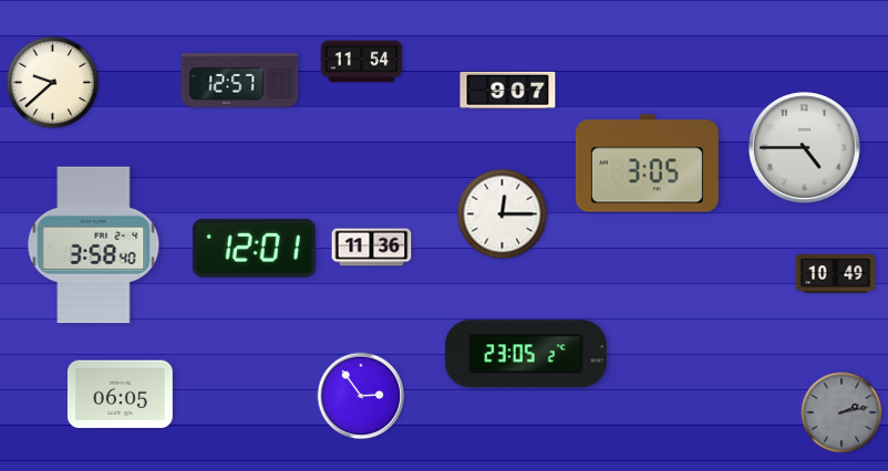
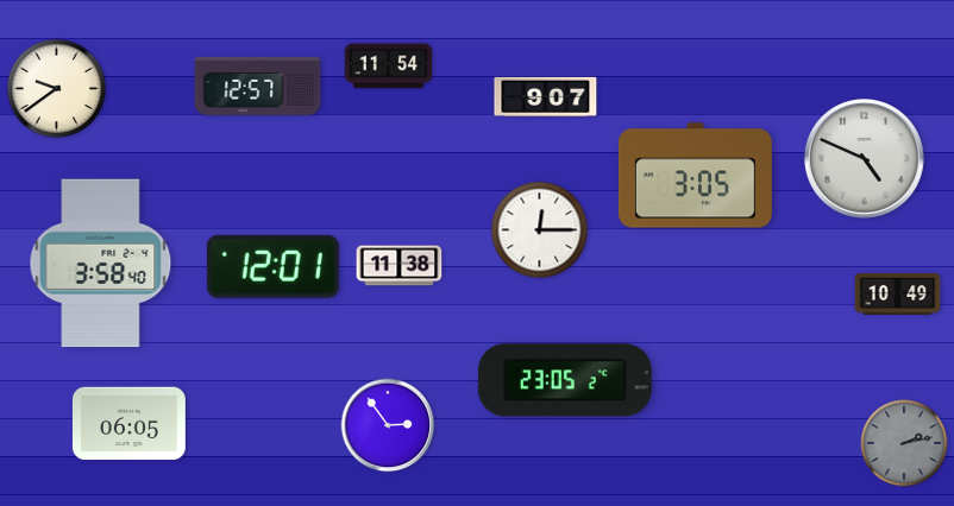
clock at (53, 83): 9:38 -> 9:39
clock at (805, 148): 4:45 -> 4:49
clock at (372, 248): 11:36 -> 11:38
